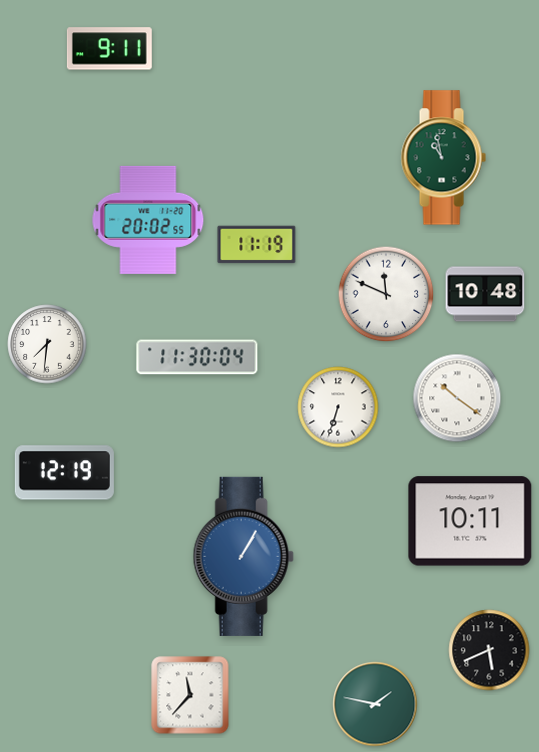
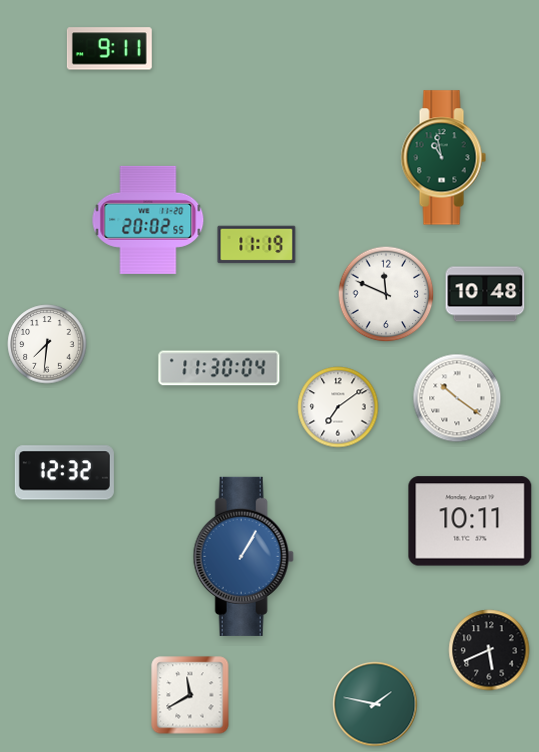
clock at (197, 357) position: (197, 357) -> (219, 368)
clock at (338, 407): 6:33 -> 7:09
clock at (64, 473): 12:19 -> 12:32
clock at (190, 695): 11:37 -> 11:40
